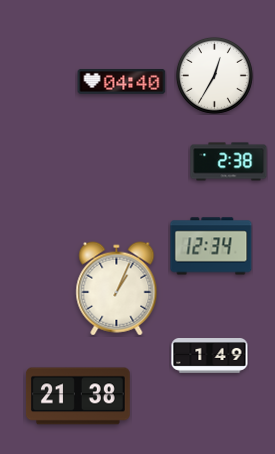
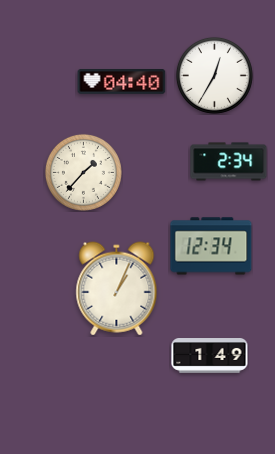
clock at (229, 162): 2:38 -> 2:34
clock at (83, 172): none -> 1:37
clock at (78, 396): 21:38 -> none
